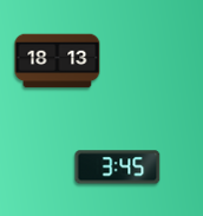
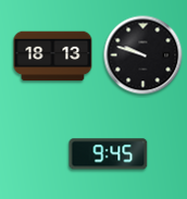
clock at (144, 55): none -> 9:48
clock at (118, 168): 3:45 -> 9:45
